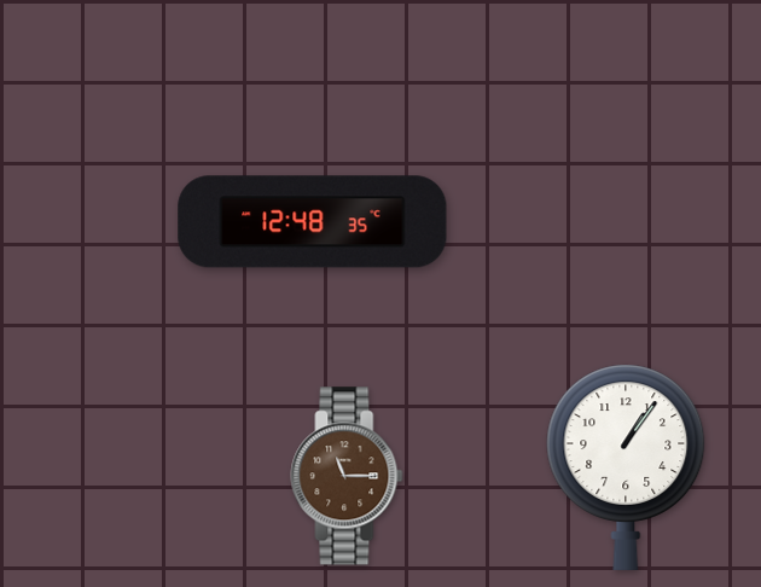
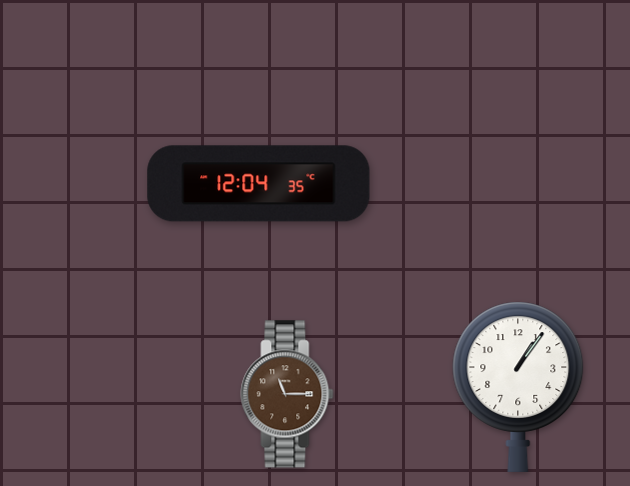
clock at (313, 222): 12:48 -> 12:04
